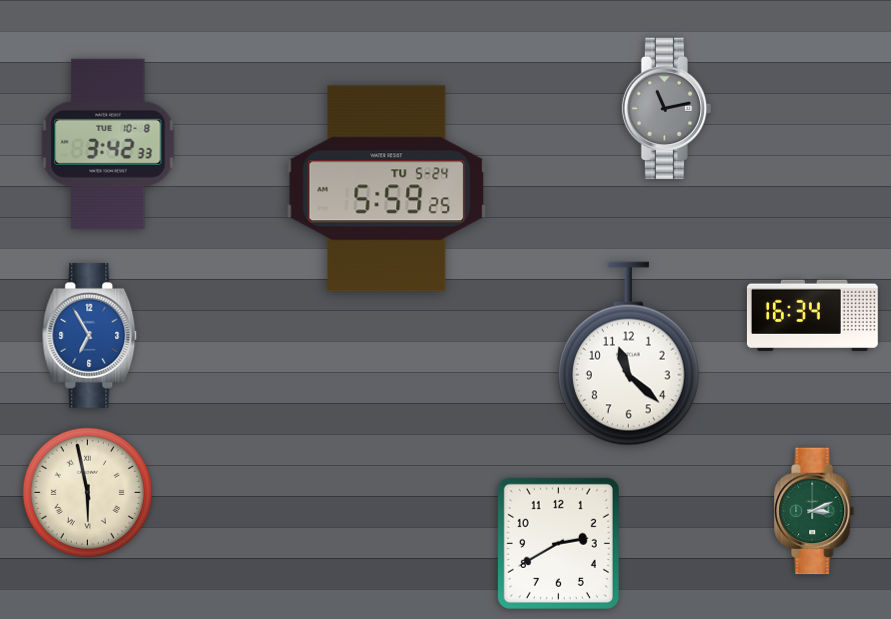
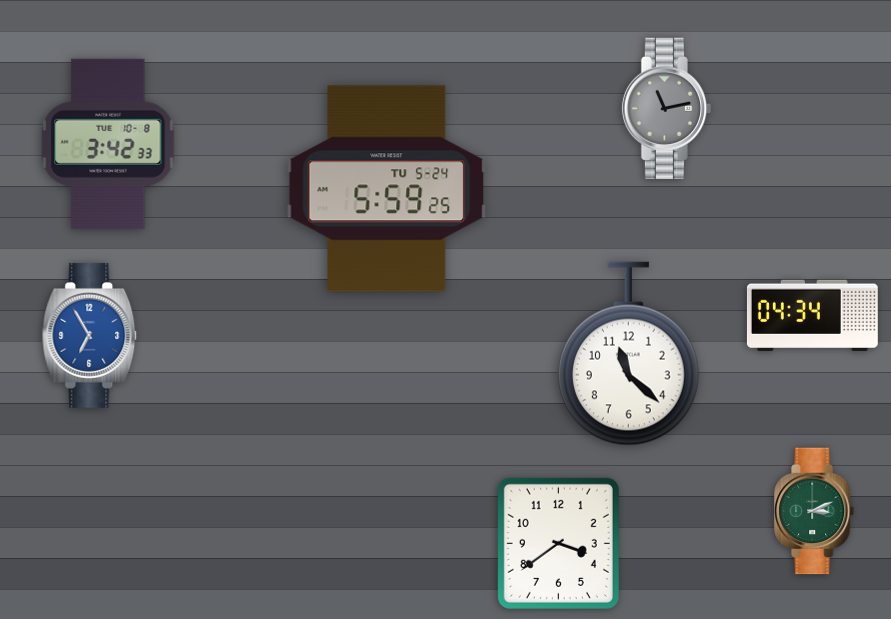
clock at (812, 315): 16:34 -> 04:34
clock at (87, 492): 5:58 -> none
clock at (558, 543): 2:40 -> 3:39
